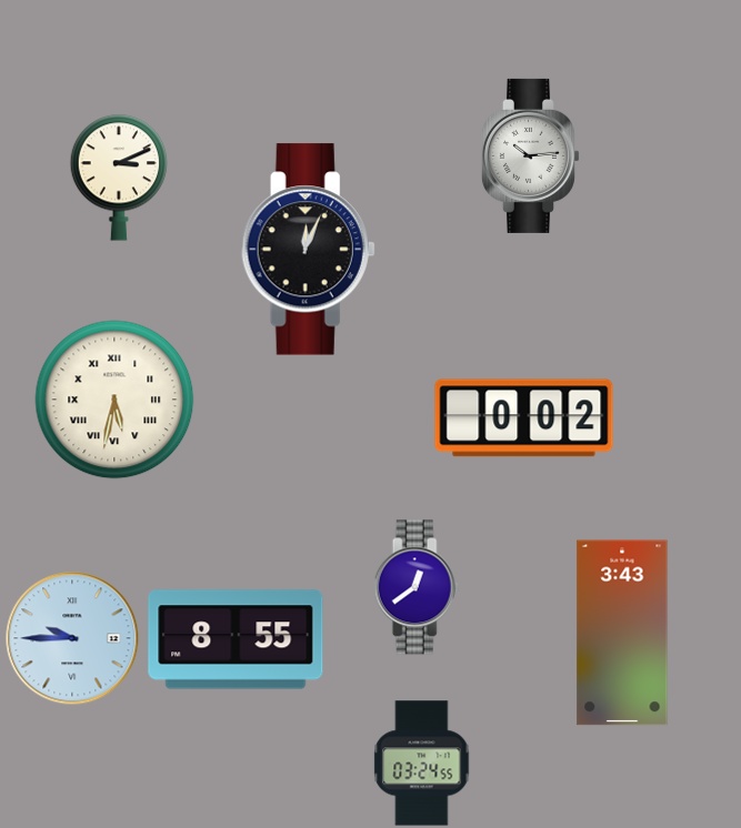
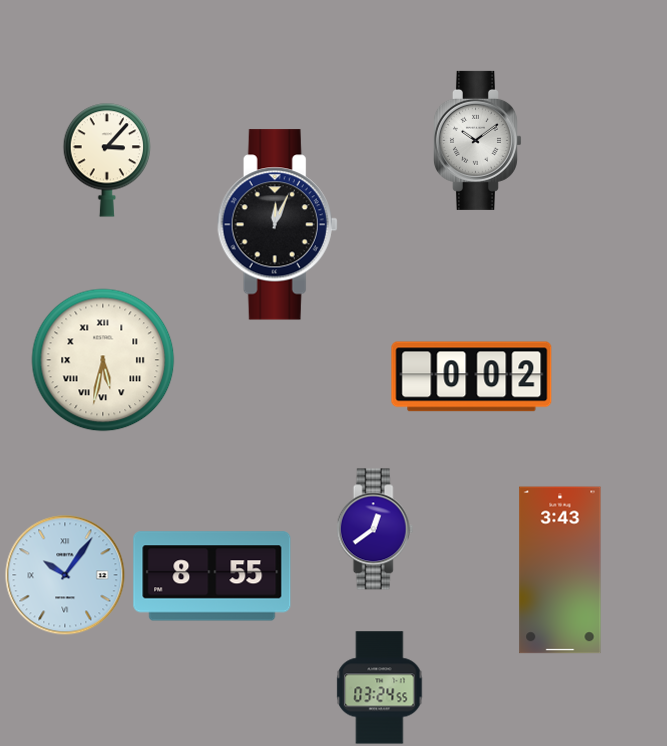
clock at (530, 155): 10:14 -> 10:09
clock at (118, 178): 3:11 -> 3:07
clock at (72, 638): 9:45 -> 10:06
